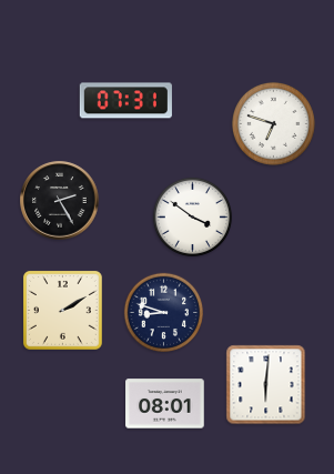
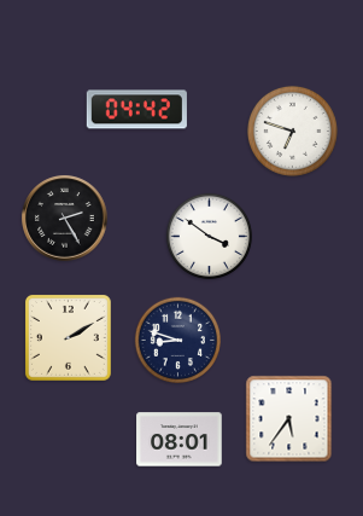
clock at (125, 101): 07:31 -> 04:42
clock at (273, 123) position: (273, 123) -> (292, 131)
clock at (266, 385): 6:01 -> 5:36
